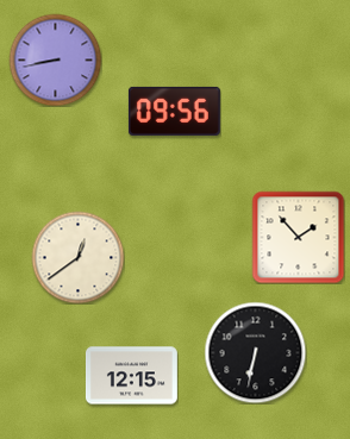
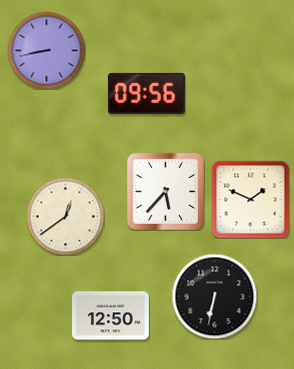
clock at (165, 191): none -> 5:37
clock at (298, 237): 1:53 -> 1:49
clock at (131, 376): 12:15 -> 12:50
